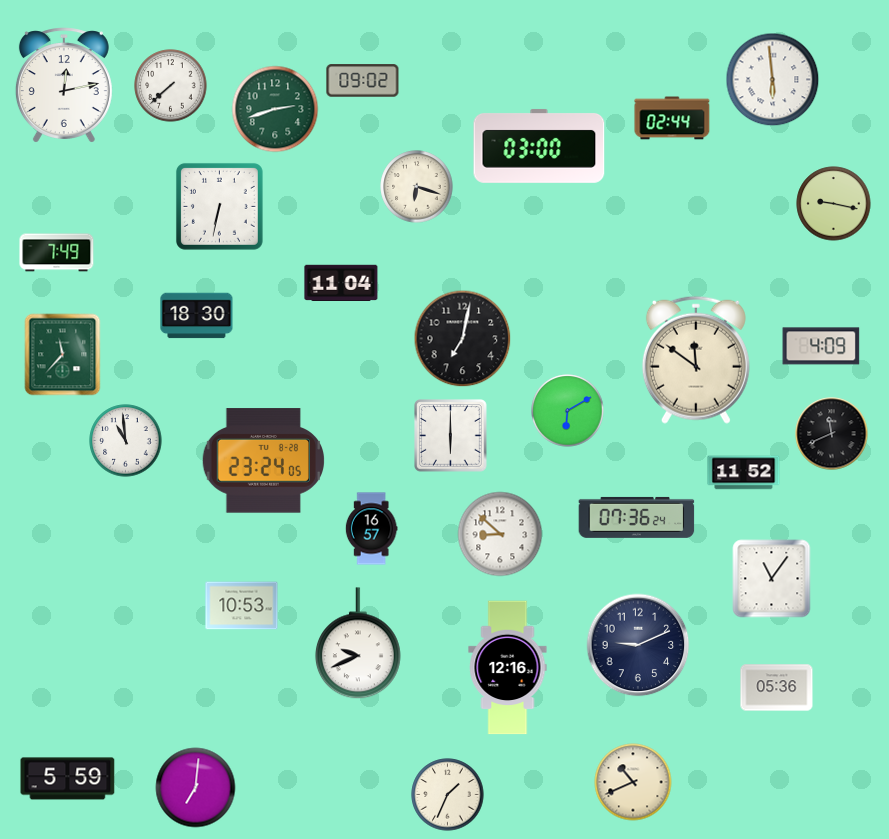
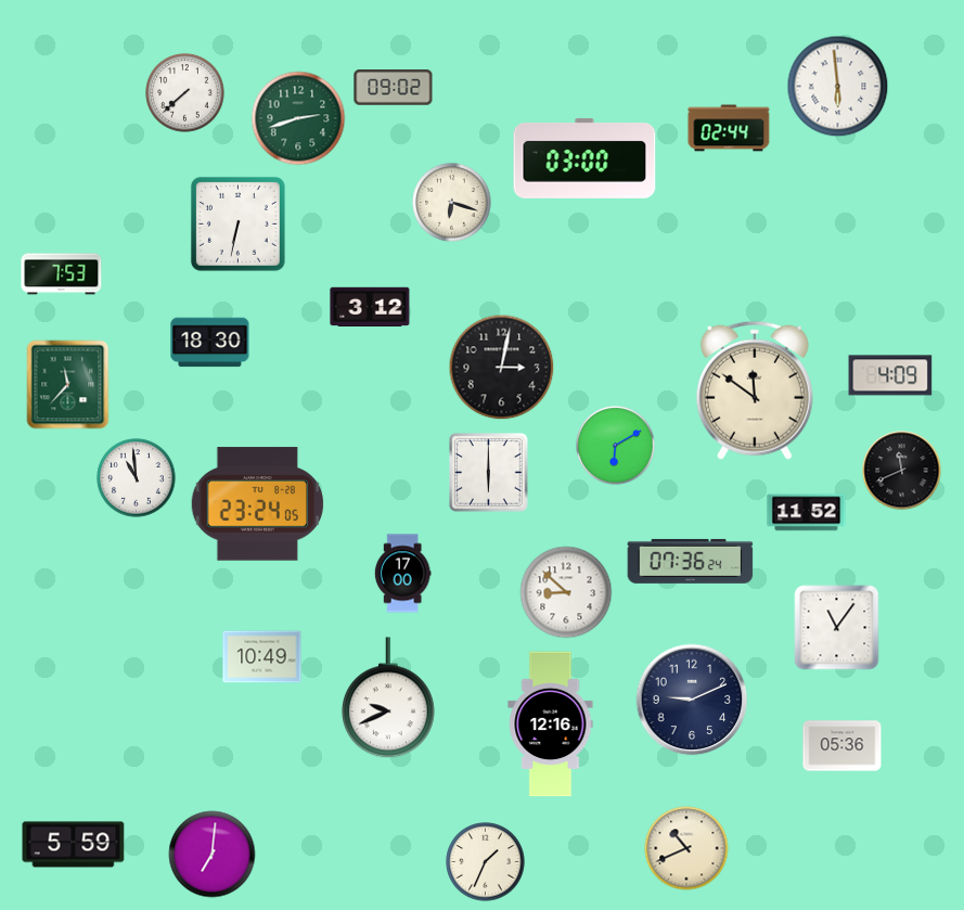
clock at (64, 85): 12:13 -> none
clock at (834, 204): 9:17 -> none
clock at (57, 253): 7:49 -> 7:53
clock at (341, 282): 11:04 -> 3:12
clock at (197, 316) position: (197, 316) -> (210, 343)
clock at (463, 339): 7:02 -> 3:02
clock at (263, 461) position: (263, 461) -> (257, 504)
clock at (371, 529): 16:57 -> 17:00
clock at (500, 534) position: (500, 534) -> (566, 592)
clock at (242, 606): 10:53 -> 10:49
